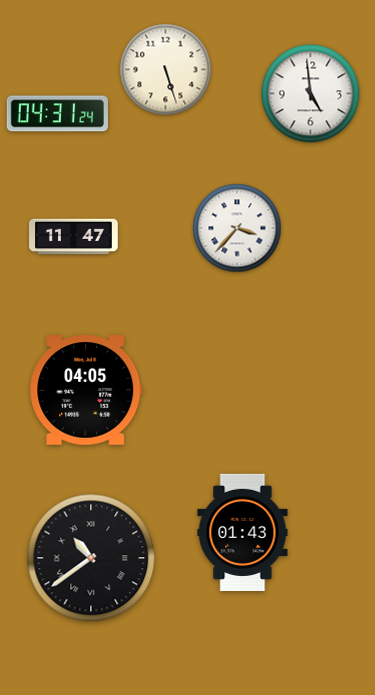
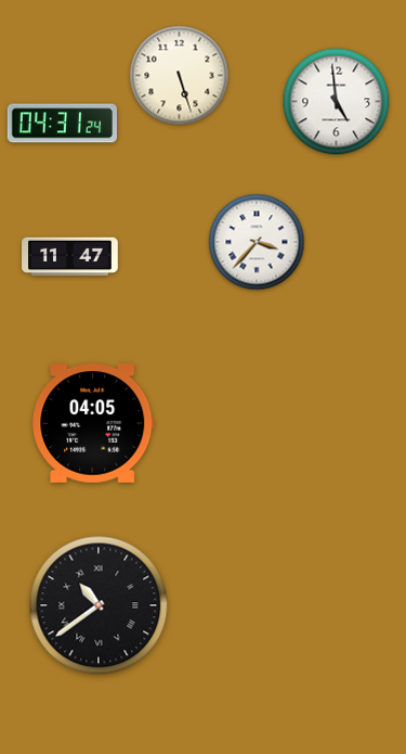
clock at (237, 228) position: (237, 228) -> (257, 242)
clock at (74, 237) position: (74, 237) -> (70, 257)
clock at (243, 532): 01:43 -> none
